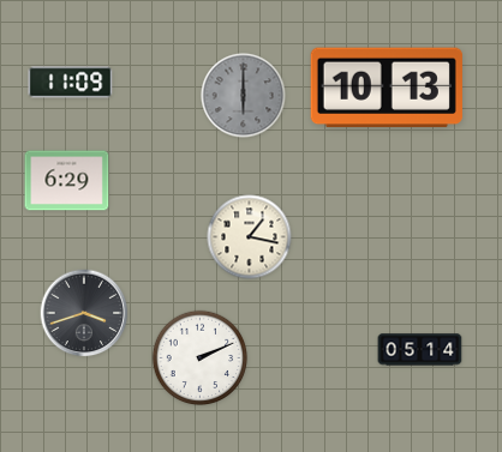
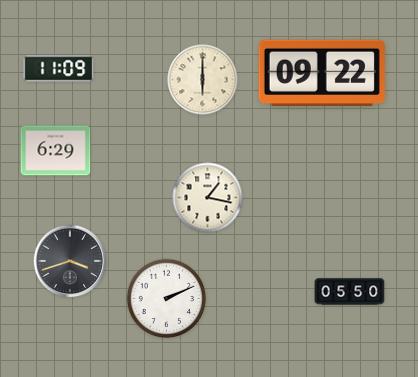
clock at (387, 88): 10:13 -> 09:22
clock at (244, 96) dial: grey -> cream
clock at (420, 350): 05:14 -> 05:50
